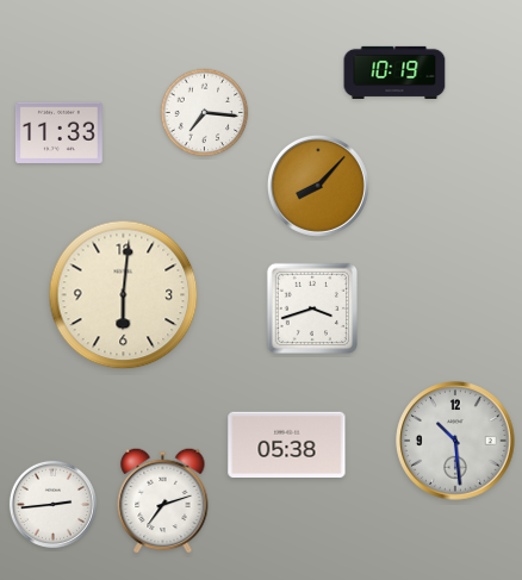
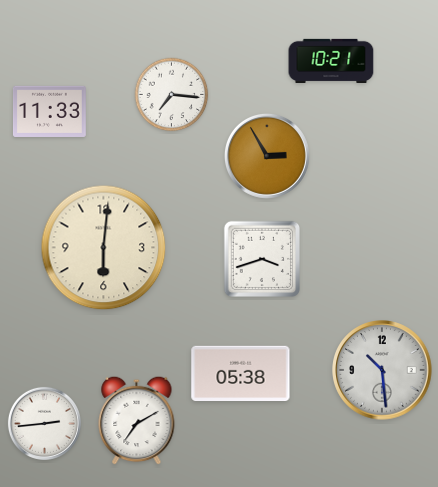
clock at (394, 71): 10:19 -> 10:21
clock at (318, 186): 8:07 -> 2:55
clock at (163, 500): 7:12 -> 7:10
